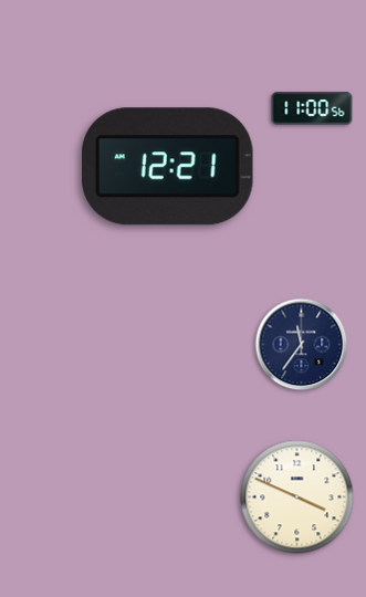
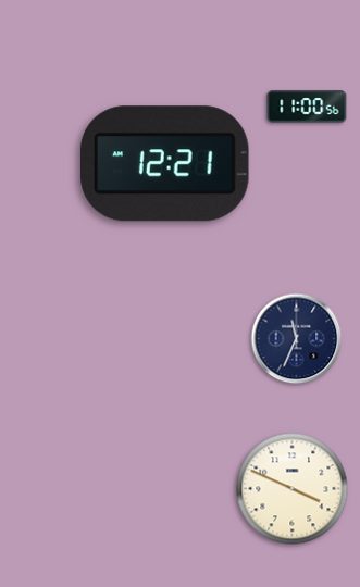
clock at (302, 345): 11:36 -> 11:34
